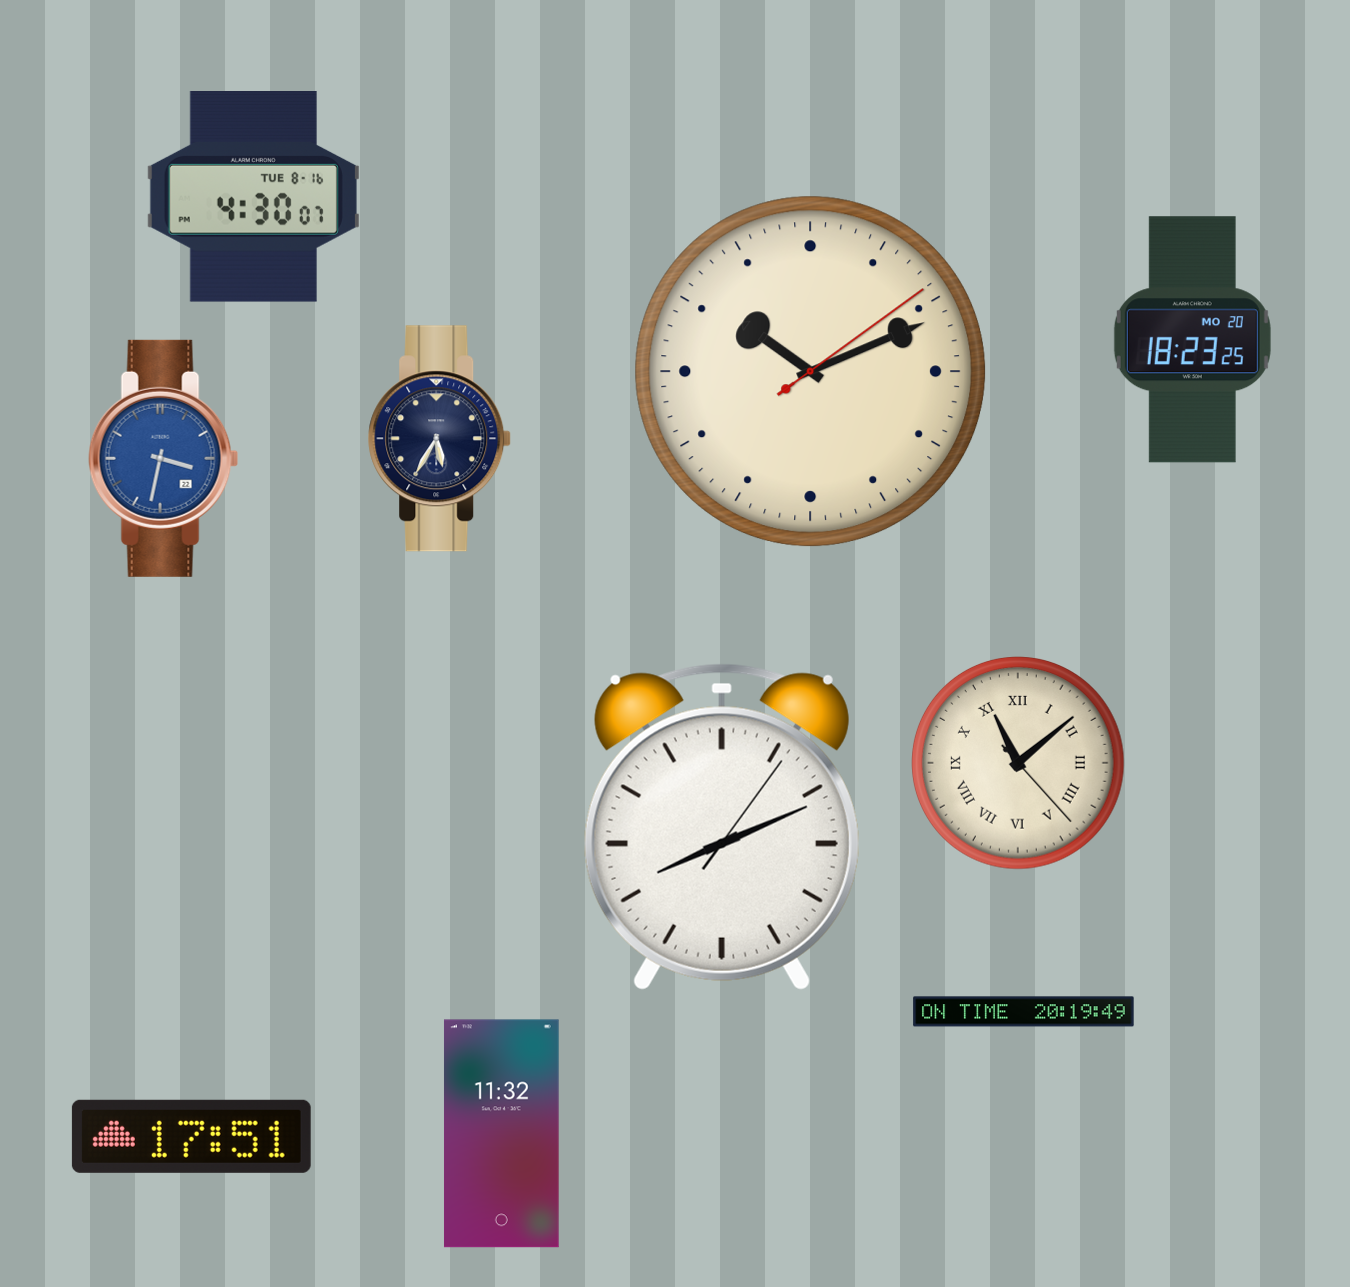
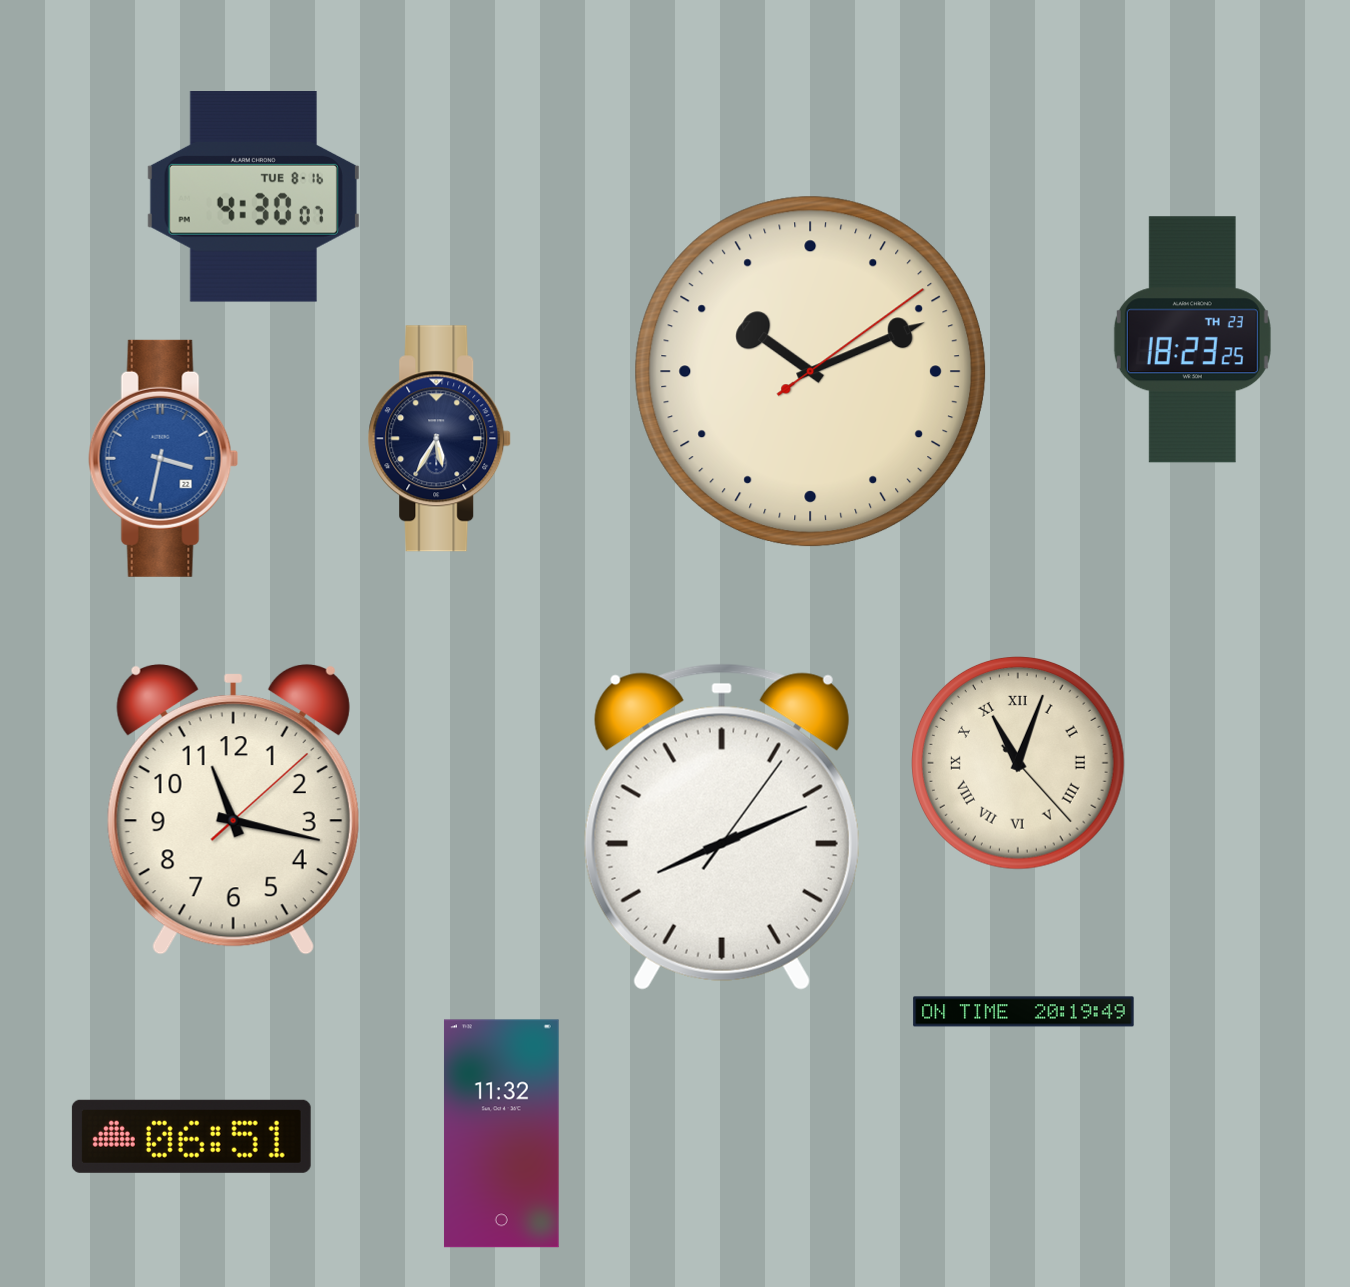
clock at (1192, 340) date: MO 20 -> TH 23
clock at (1019, 764): 11:08 -> 11:03
clock at (233, 809): none -> 11:17
clock at (191, 1136): 17:51 -> 06:51
